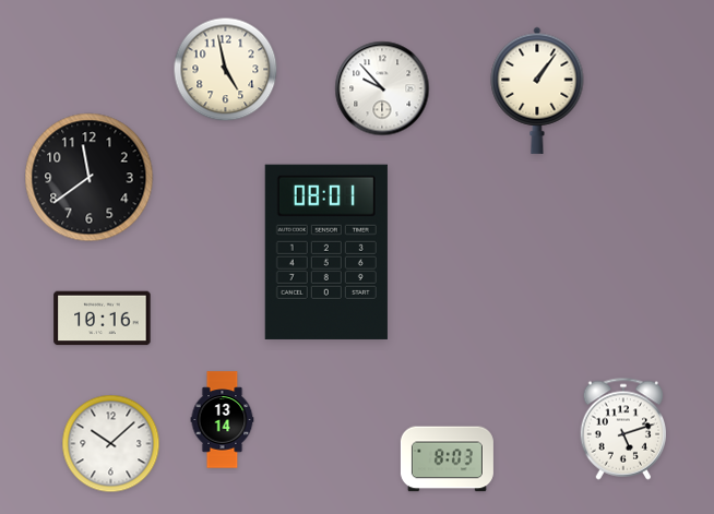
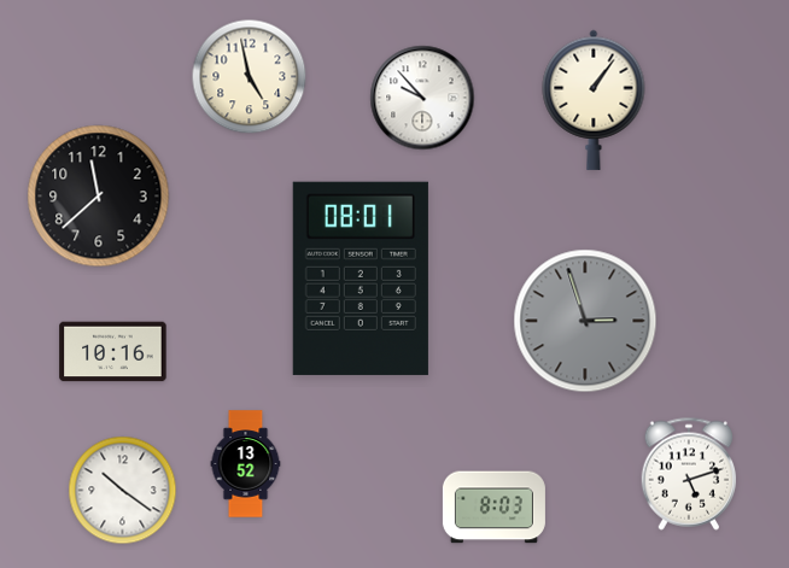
clock at (90, 178): 11:39 -> 11:38
clock at (585, 321): none -> 2:57
clock at (223, 420): 13:14 -> 13:52
clock at (111, 444): 10:08 -> 10:21
